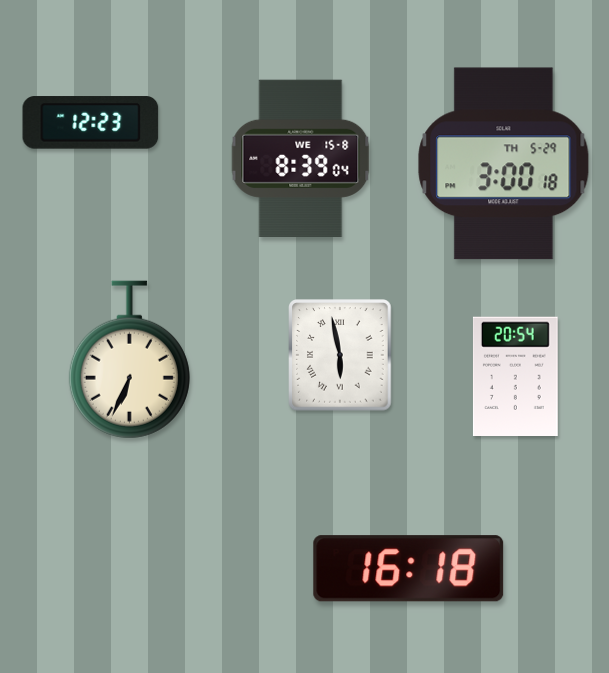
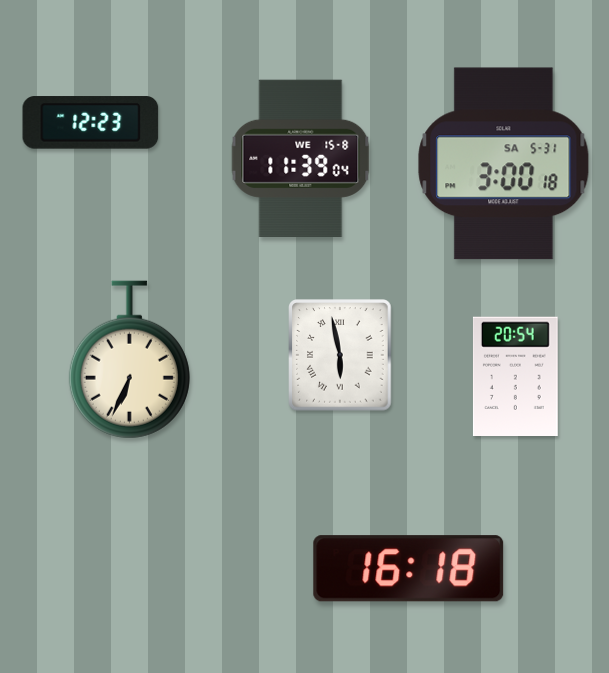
clock at (301, 158): 8:39 -> 11:39
clock at (504, 164) date: TH 5-29 -> SA 5-31
